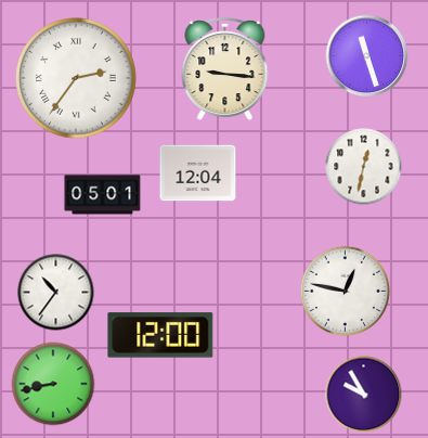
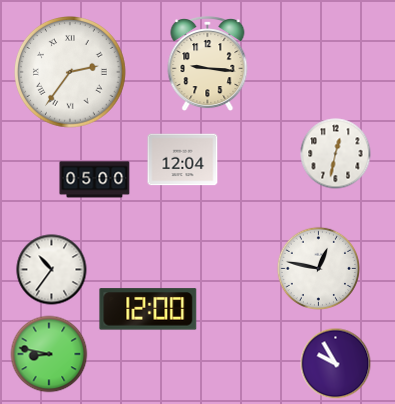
clock at (367, 56): 11:27 -> none
clock at (103, 195): 05:01 -> 05:00
clock at (53, 384): 8:43 -> 8:47
